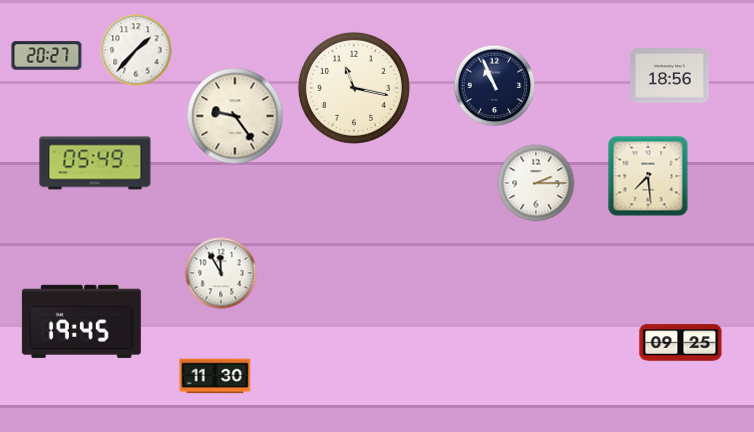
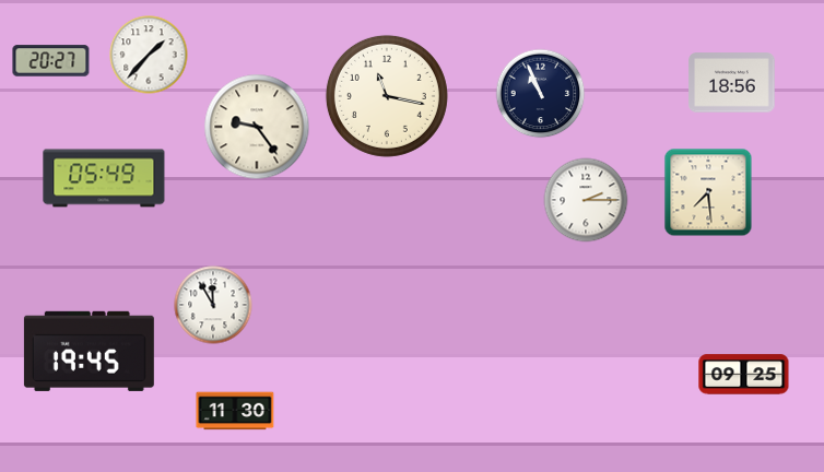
clock at (221, 273) position: (221, 273) -> (213, 305)
